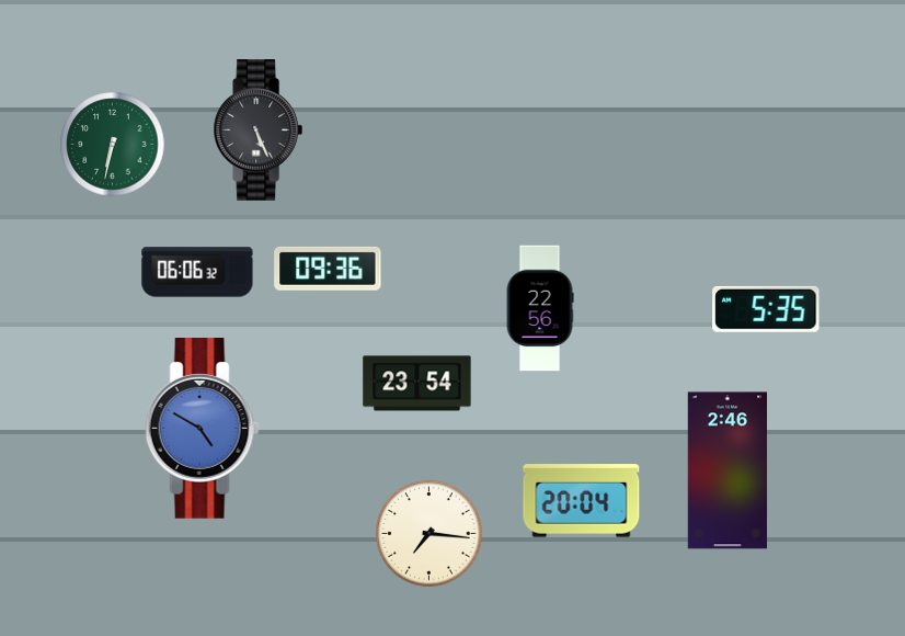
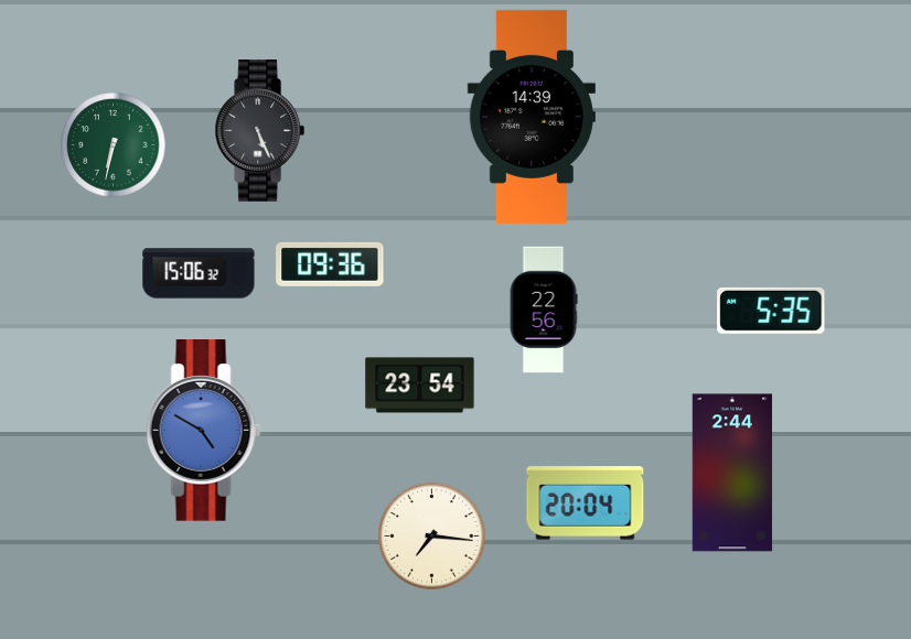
clock at (532, 117): none -> 14:39
clock at (328, 269) position: (328, 269) -> (330, 264)
clock at (197, 272): 06:06 -> 15:06
clock at (728, 470): 2:46 -> 2:44
